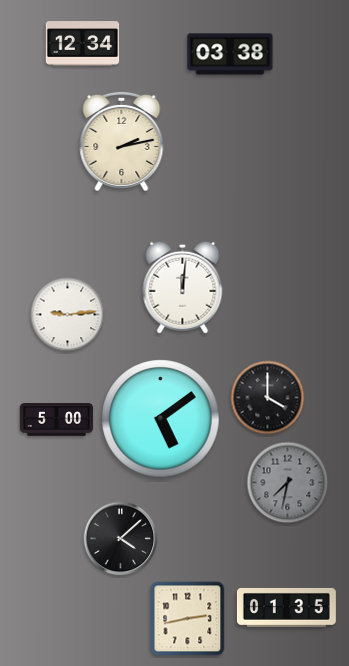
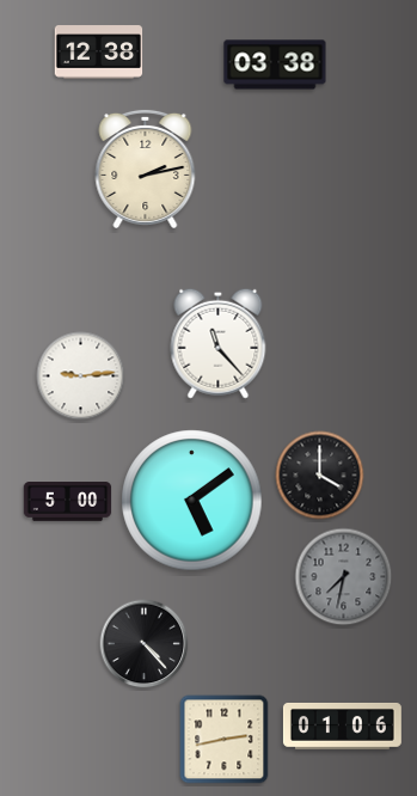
clock at (83, 44): 12:34 -> 12:38
clock at (183, 287): 12:01 -> 11:23
clock at (121, 539): 4:08 -> 4:23
clock at (286, 608): 01:35 -> 01:06
